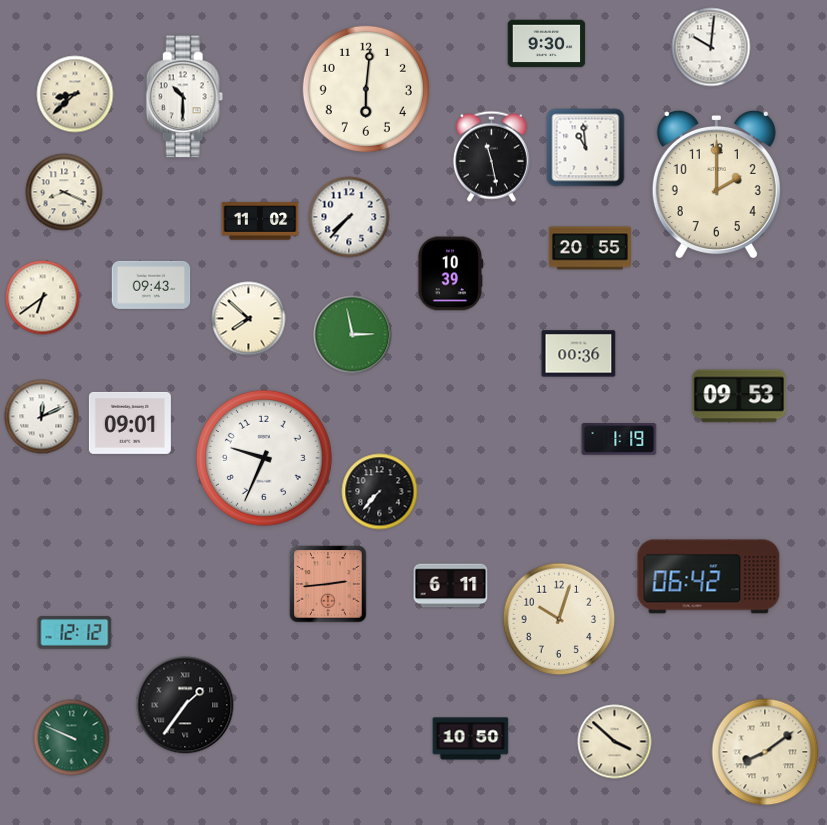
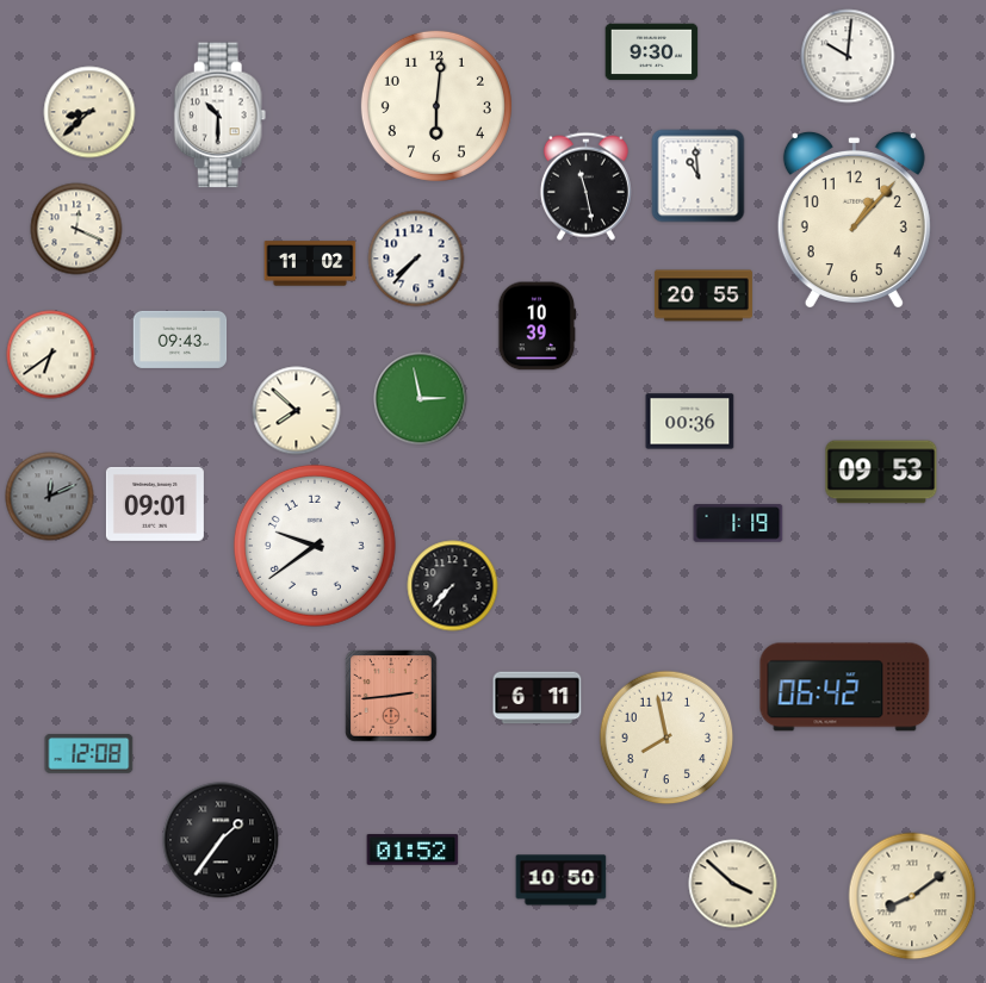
clock at (716, 184): 2:00 -> 1:07
clock at (64, 192): 8:19 -> 12:19
clock at (249, 319) position: (249, 319) -> (297, 411)
clock at (42, 417) dial: white -> grey
clock at (264, 458): 9:34 -> 9:39
clock at (559, 619): 10:03 -> 7:58
clock at (75, 633): 12:12 -> 12:08
clock at (413, 850): none -> 01:52
clock at (72, 738): 9:49 -> none
